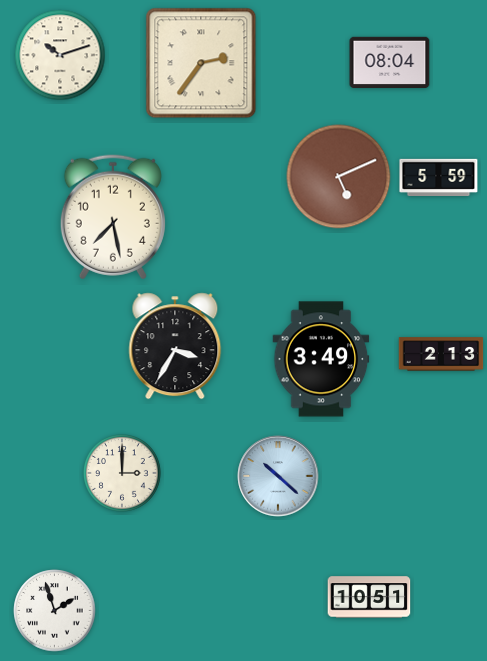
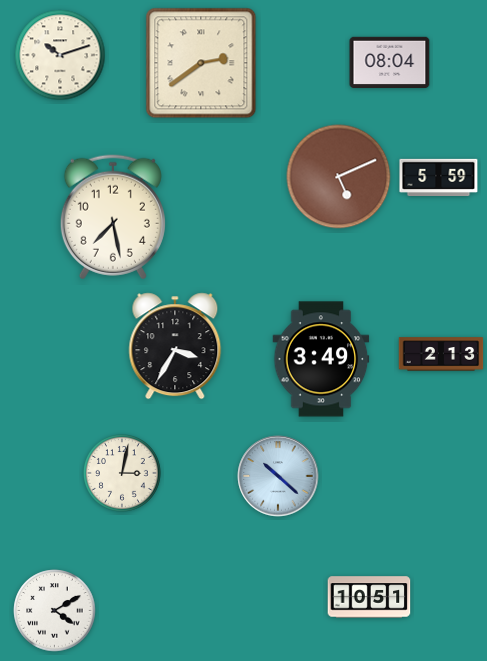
clock at (201, 63): 2:36 -> 2:39
clock at (123, 474): 3:00 -> 3:02
clock at (55, 611): 1:57 -> 4:10
